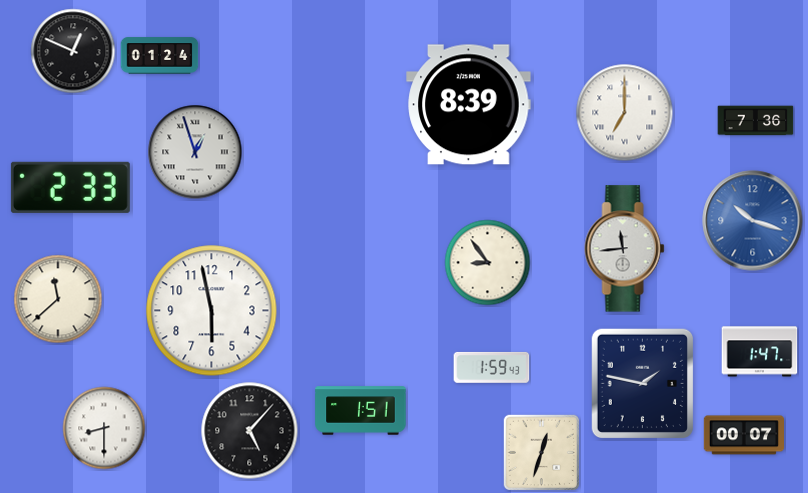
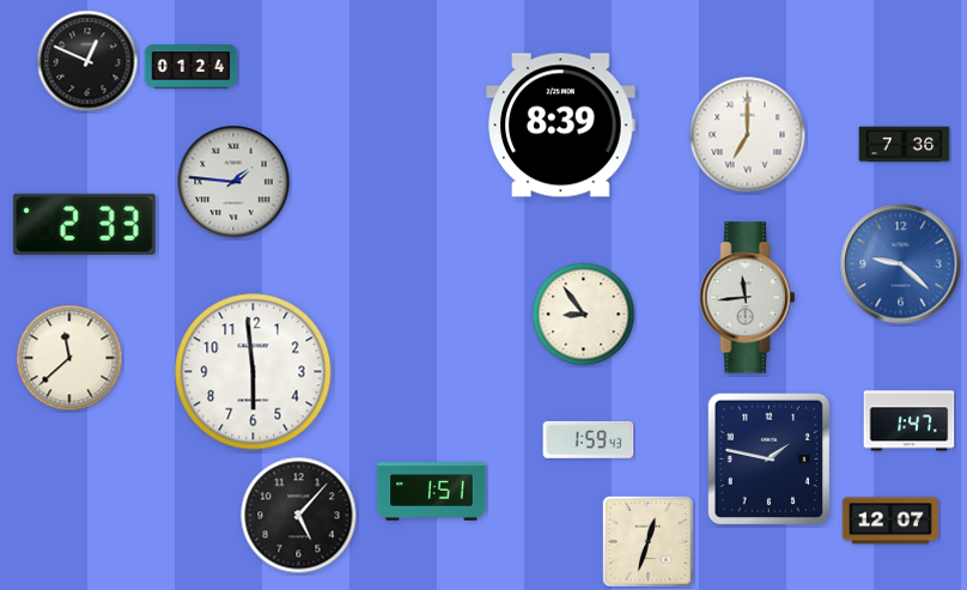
clock at (195, 152): 12:57 -> 1:46
clock at (753, 221): 10:18 -> 9:22
clock at (212, 311): 5:58 -> 5:59
clock at (104, 428): 8:30 -> none
clock at (743, 435): 00:07 -> 12:07
